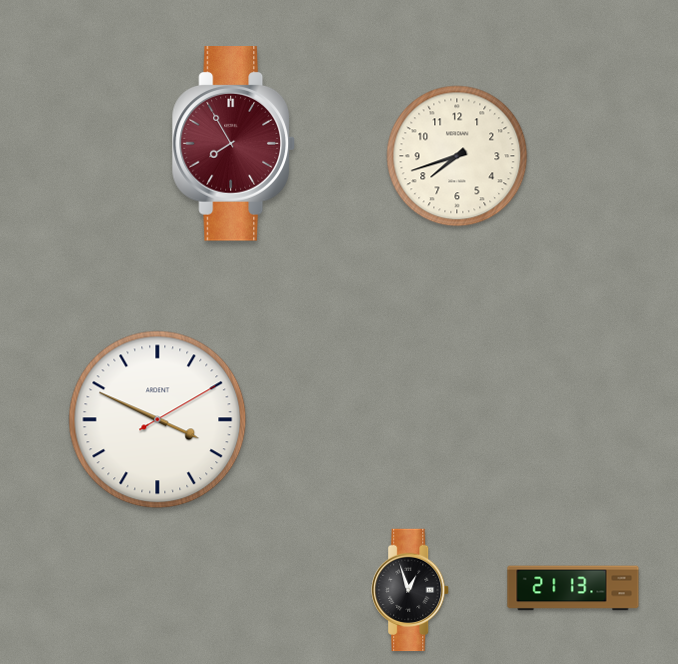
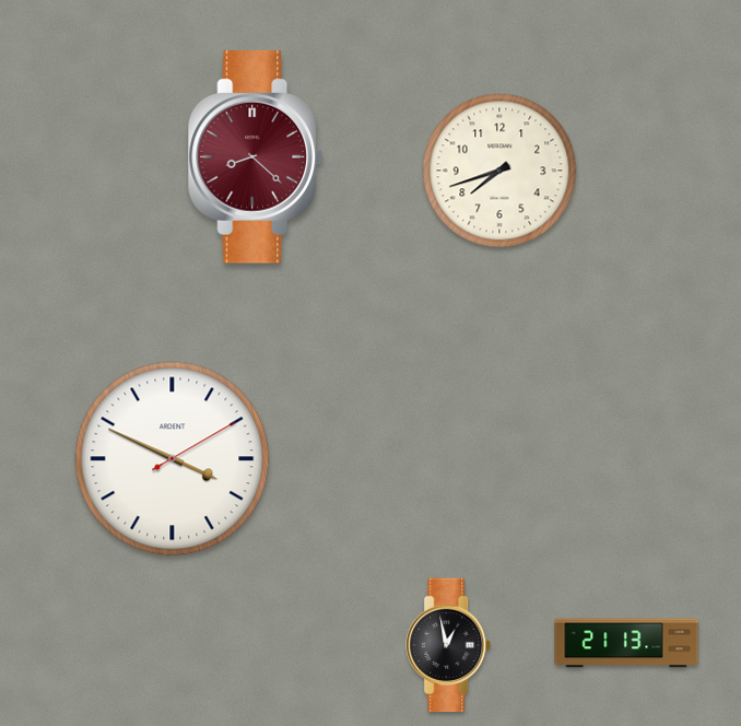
clock at (233, 144): 7:55 -> 8:22
clock at (411, 590): 12:57 -> 12:58
